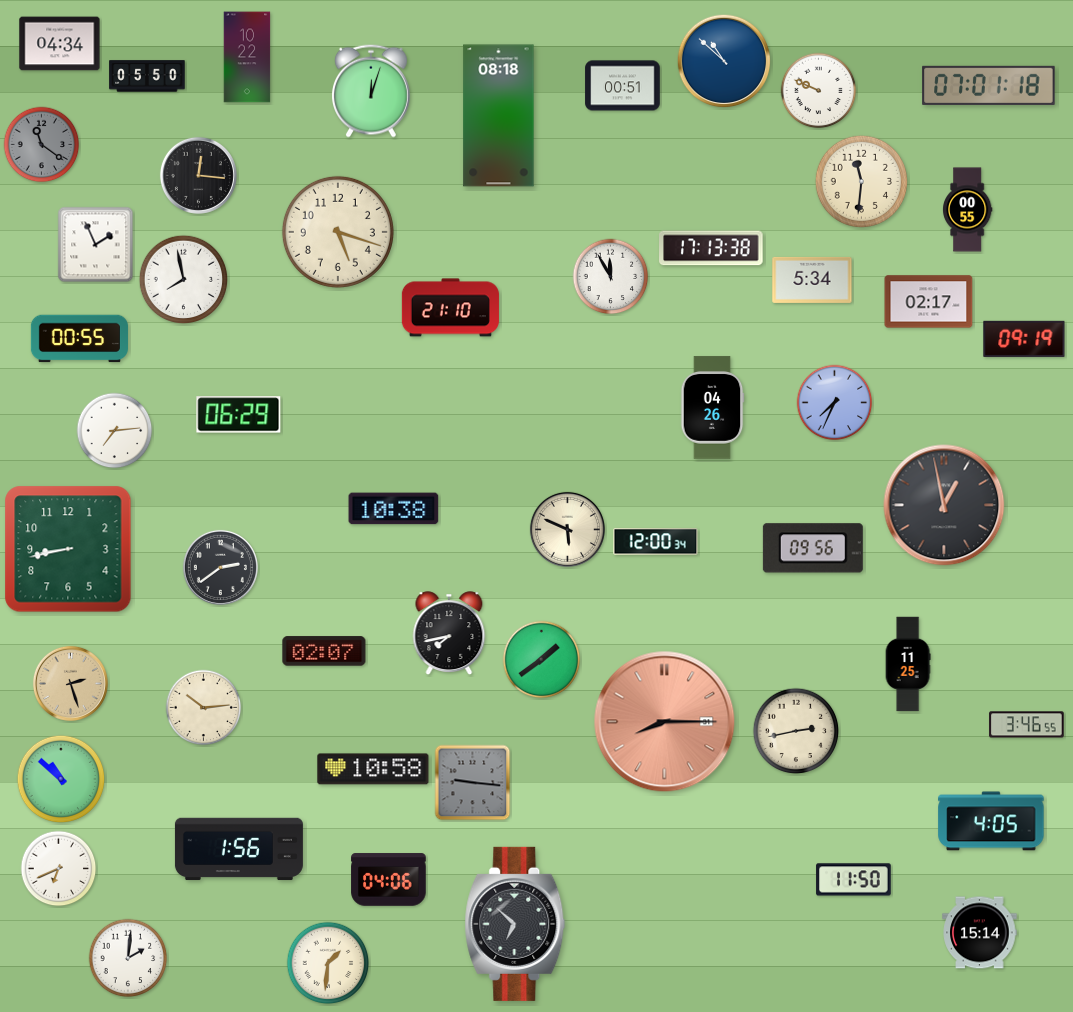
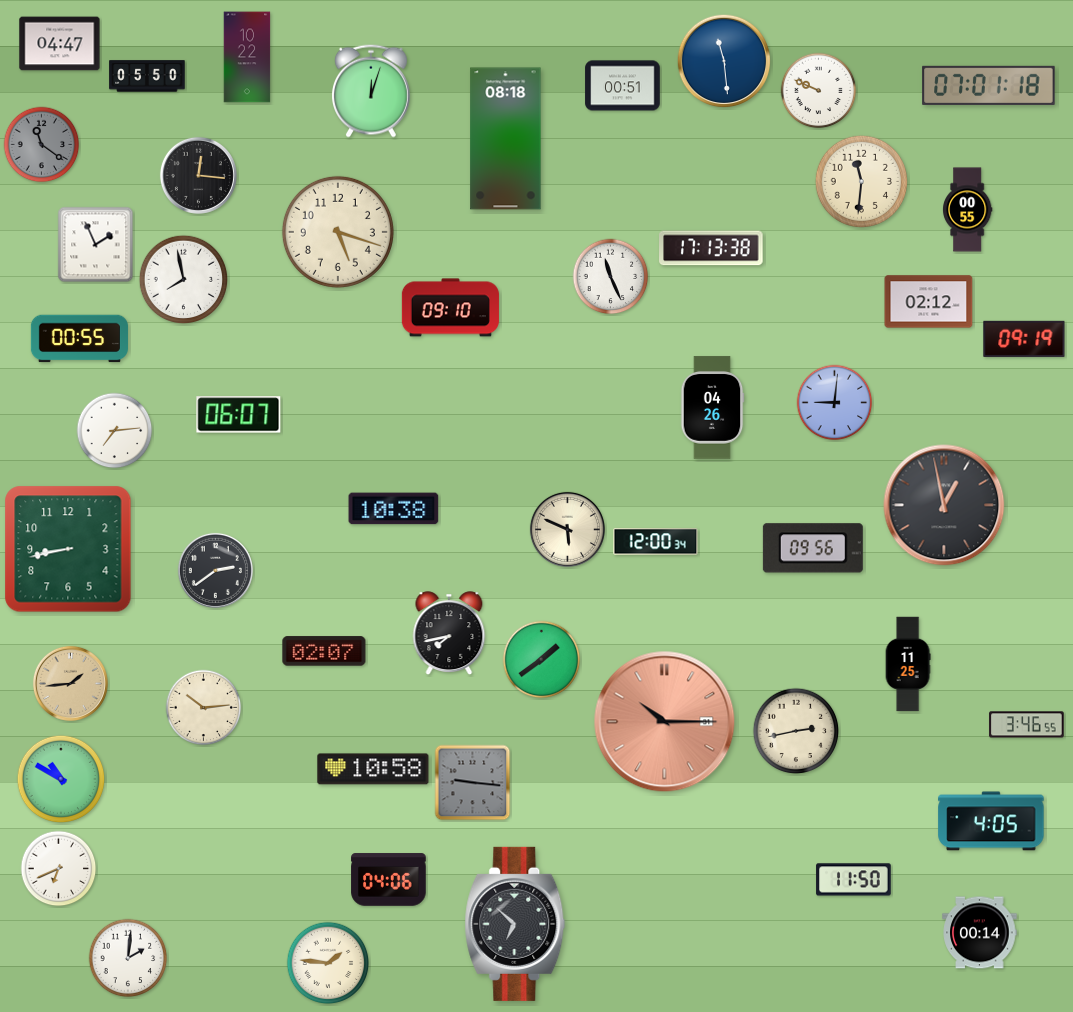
clock at (60, 44): 04:34 -> 04:47
clock at (724, 61): 10:52 -> 11:29
clock at (499, 116) position: (499, 116) -> (506, 139)
clock at (611, 277): 11:55 -> 11:26
clock at (812, 280): 5:34 -> none
clock at (929, 302): 02:17 -> 02:12
clock at (450, 308): 21:10 -> 09:10
clock at (835, 403): 7:34 -> 9:01
clock at (239, 415): 06:29 -> 06:07
clock at (220, 567) position: (220, 567) -> (215, 570)
clock at (70, 683): 2:27 -> 1:44
clock at (665, 722): 8:15 -> 10:15
clock at (61, 779): 10:52 -> 10:50
clock at (239, 849): 1:56 -> none
clock at (980, 933): 15:14 -> 00:14
clock at (328, 963): 1:31 -> 1:46
